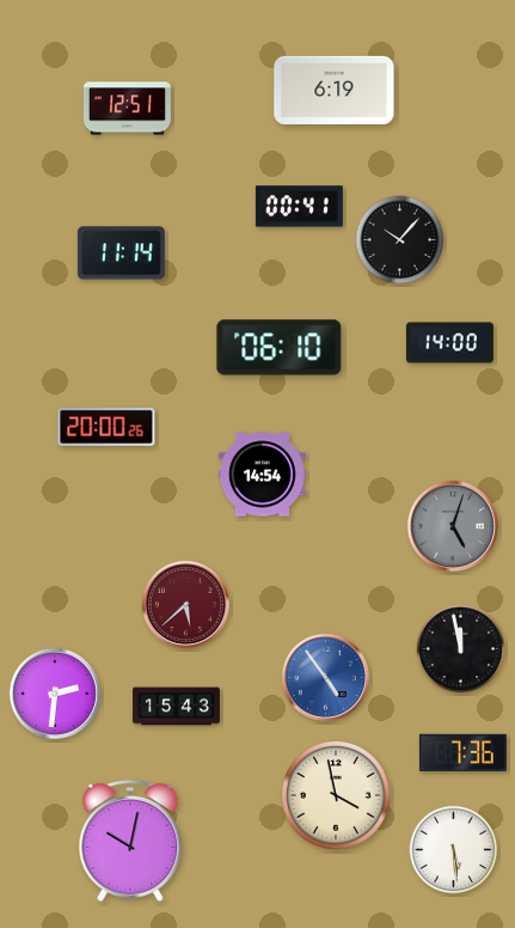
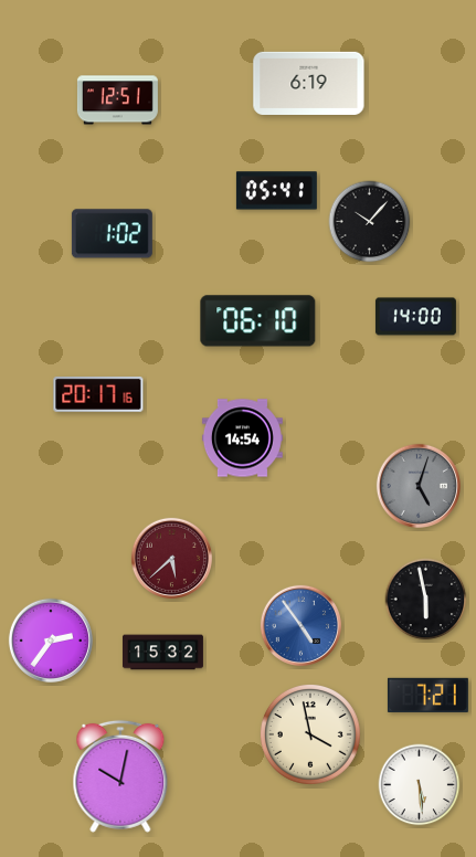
clock at (299, 207): 00:41 -> 05:41
clock at (121, 254): 11:14 -> 1:02
clock at (106, 427): 20:00 -> 20:17
clock at (461, 649): 11:58 -> 5:58
clock at (55, 694): 2:31 -> 2:36
clock at (176, 707): 15:43 -> 15:32
clock at (462, 752): 7:36 -> 7:21
